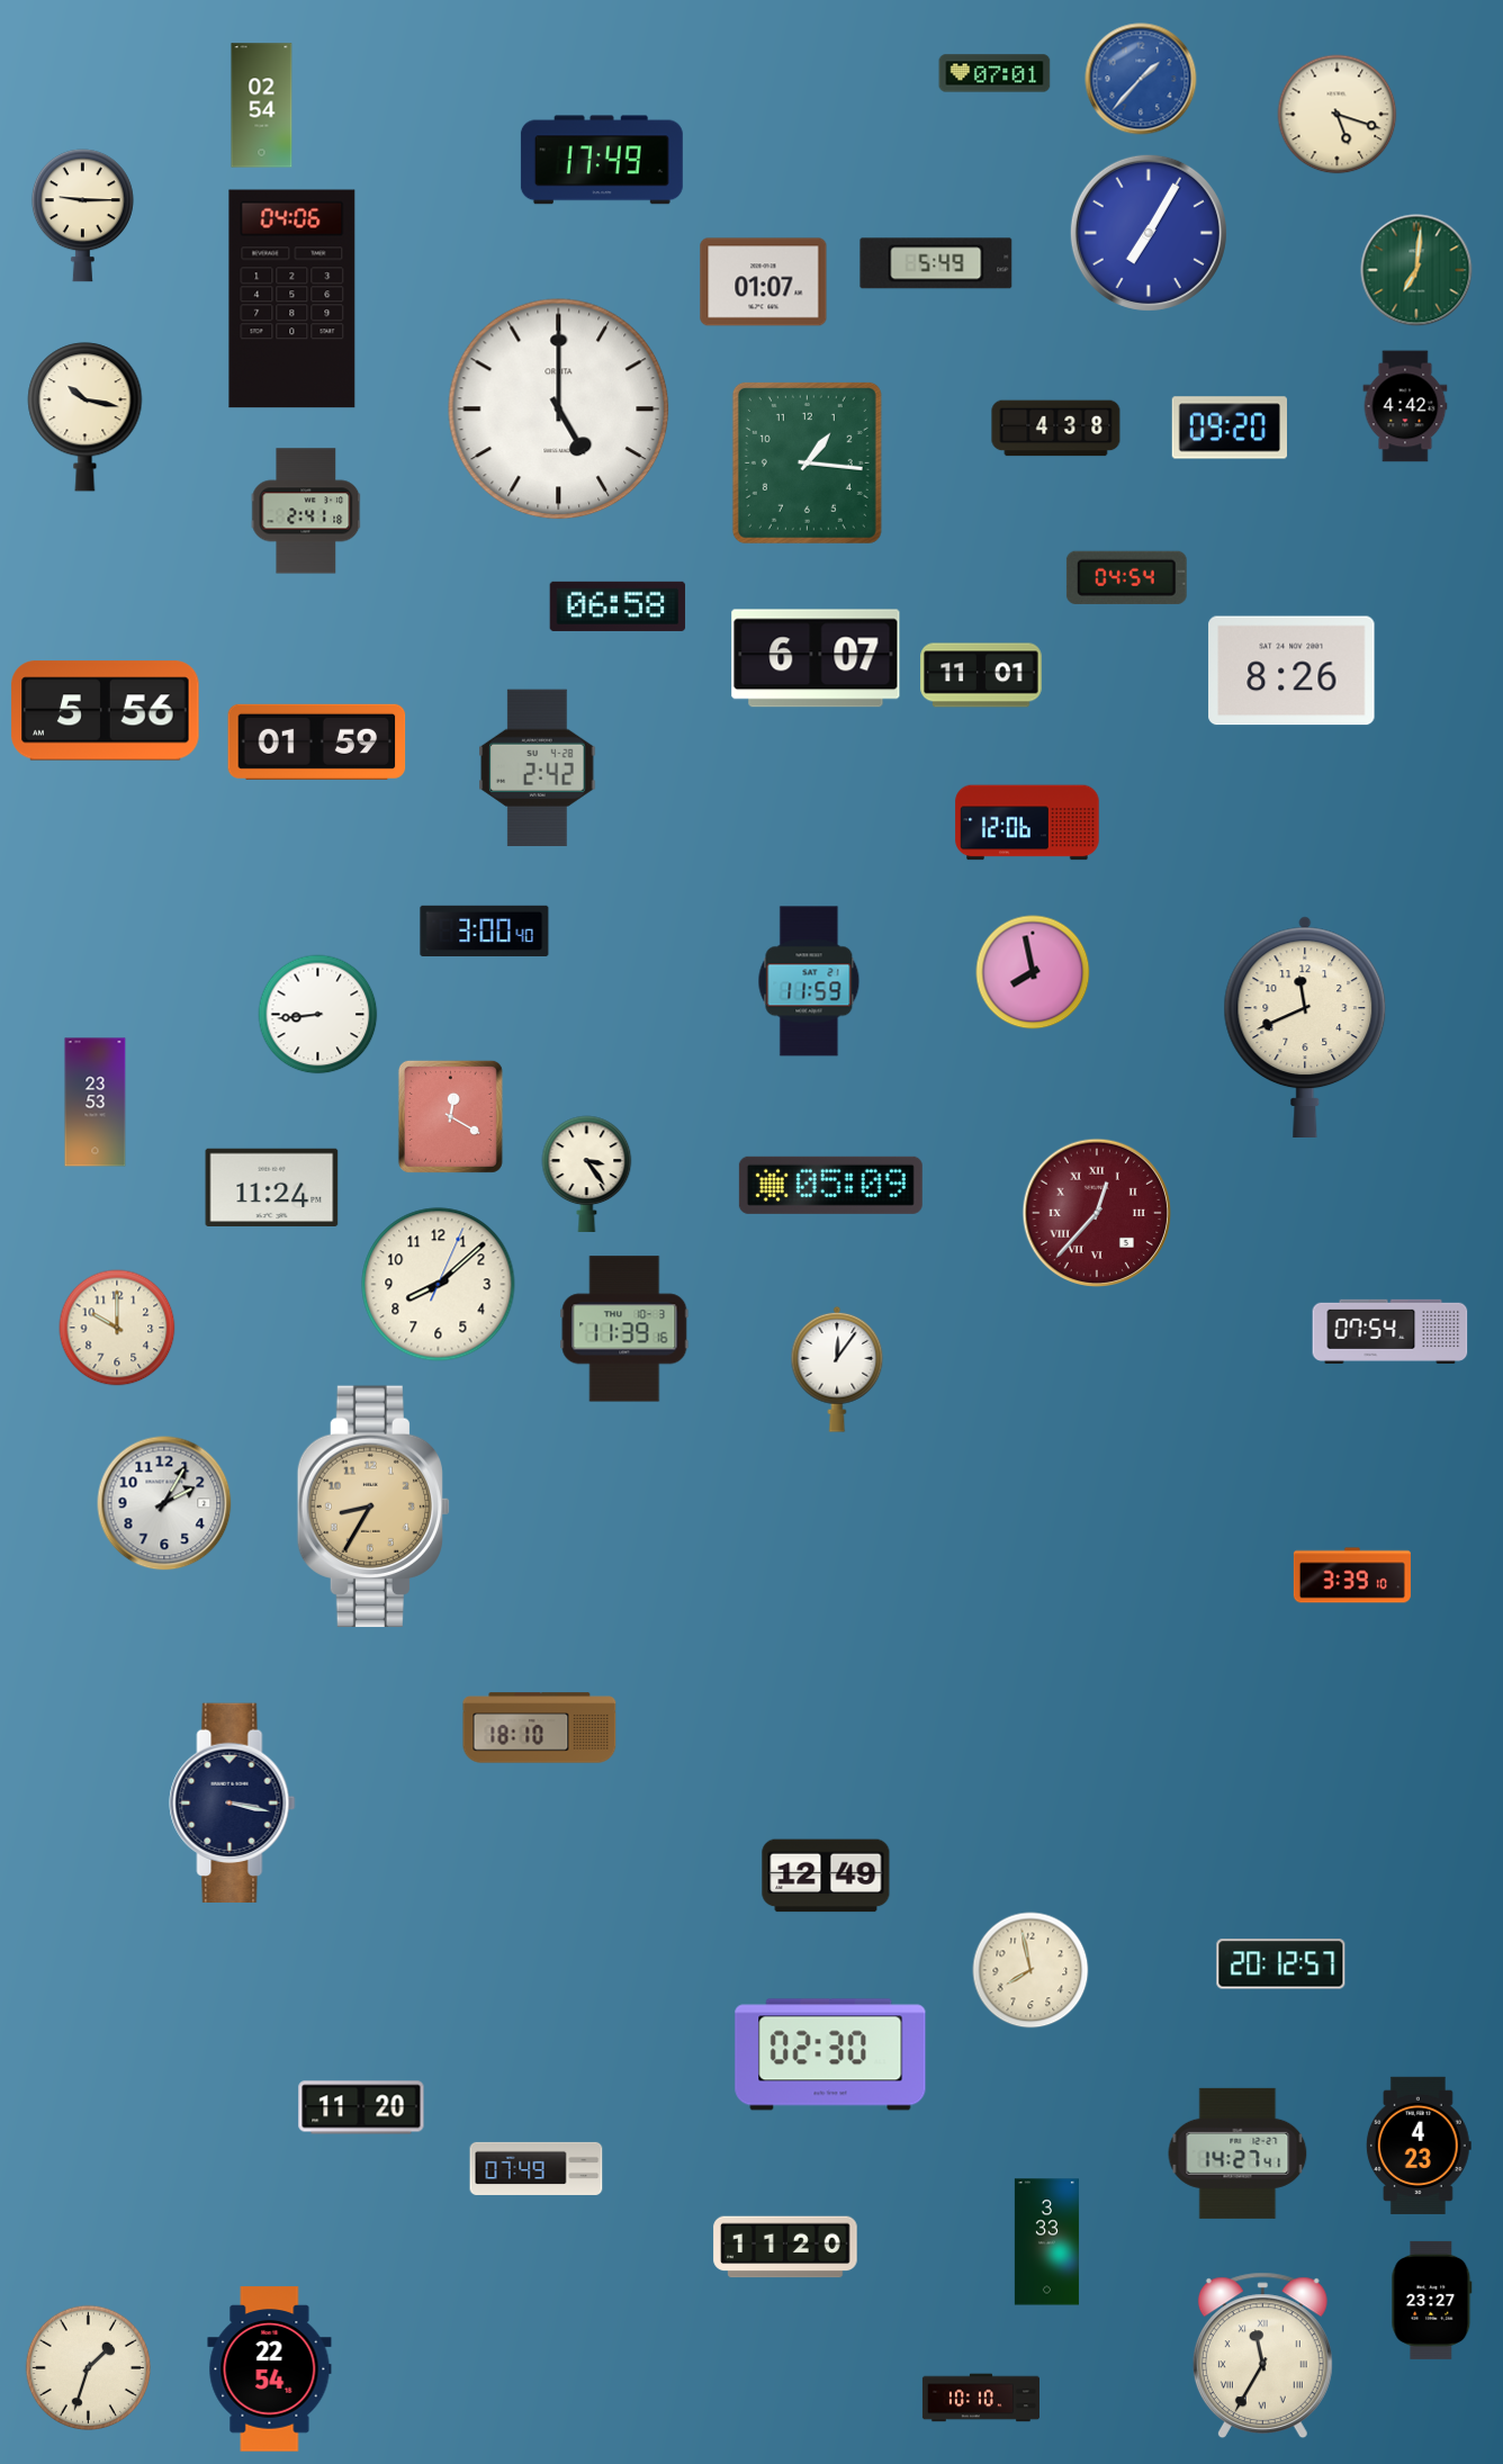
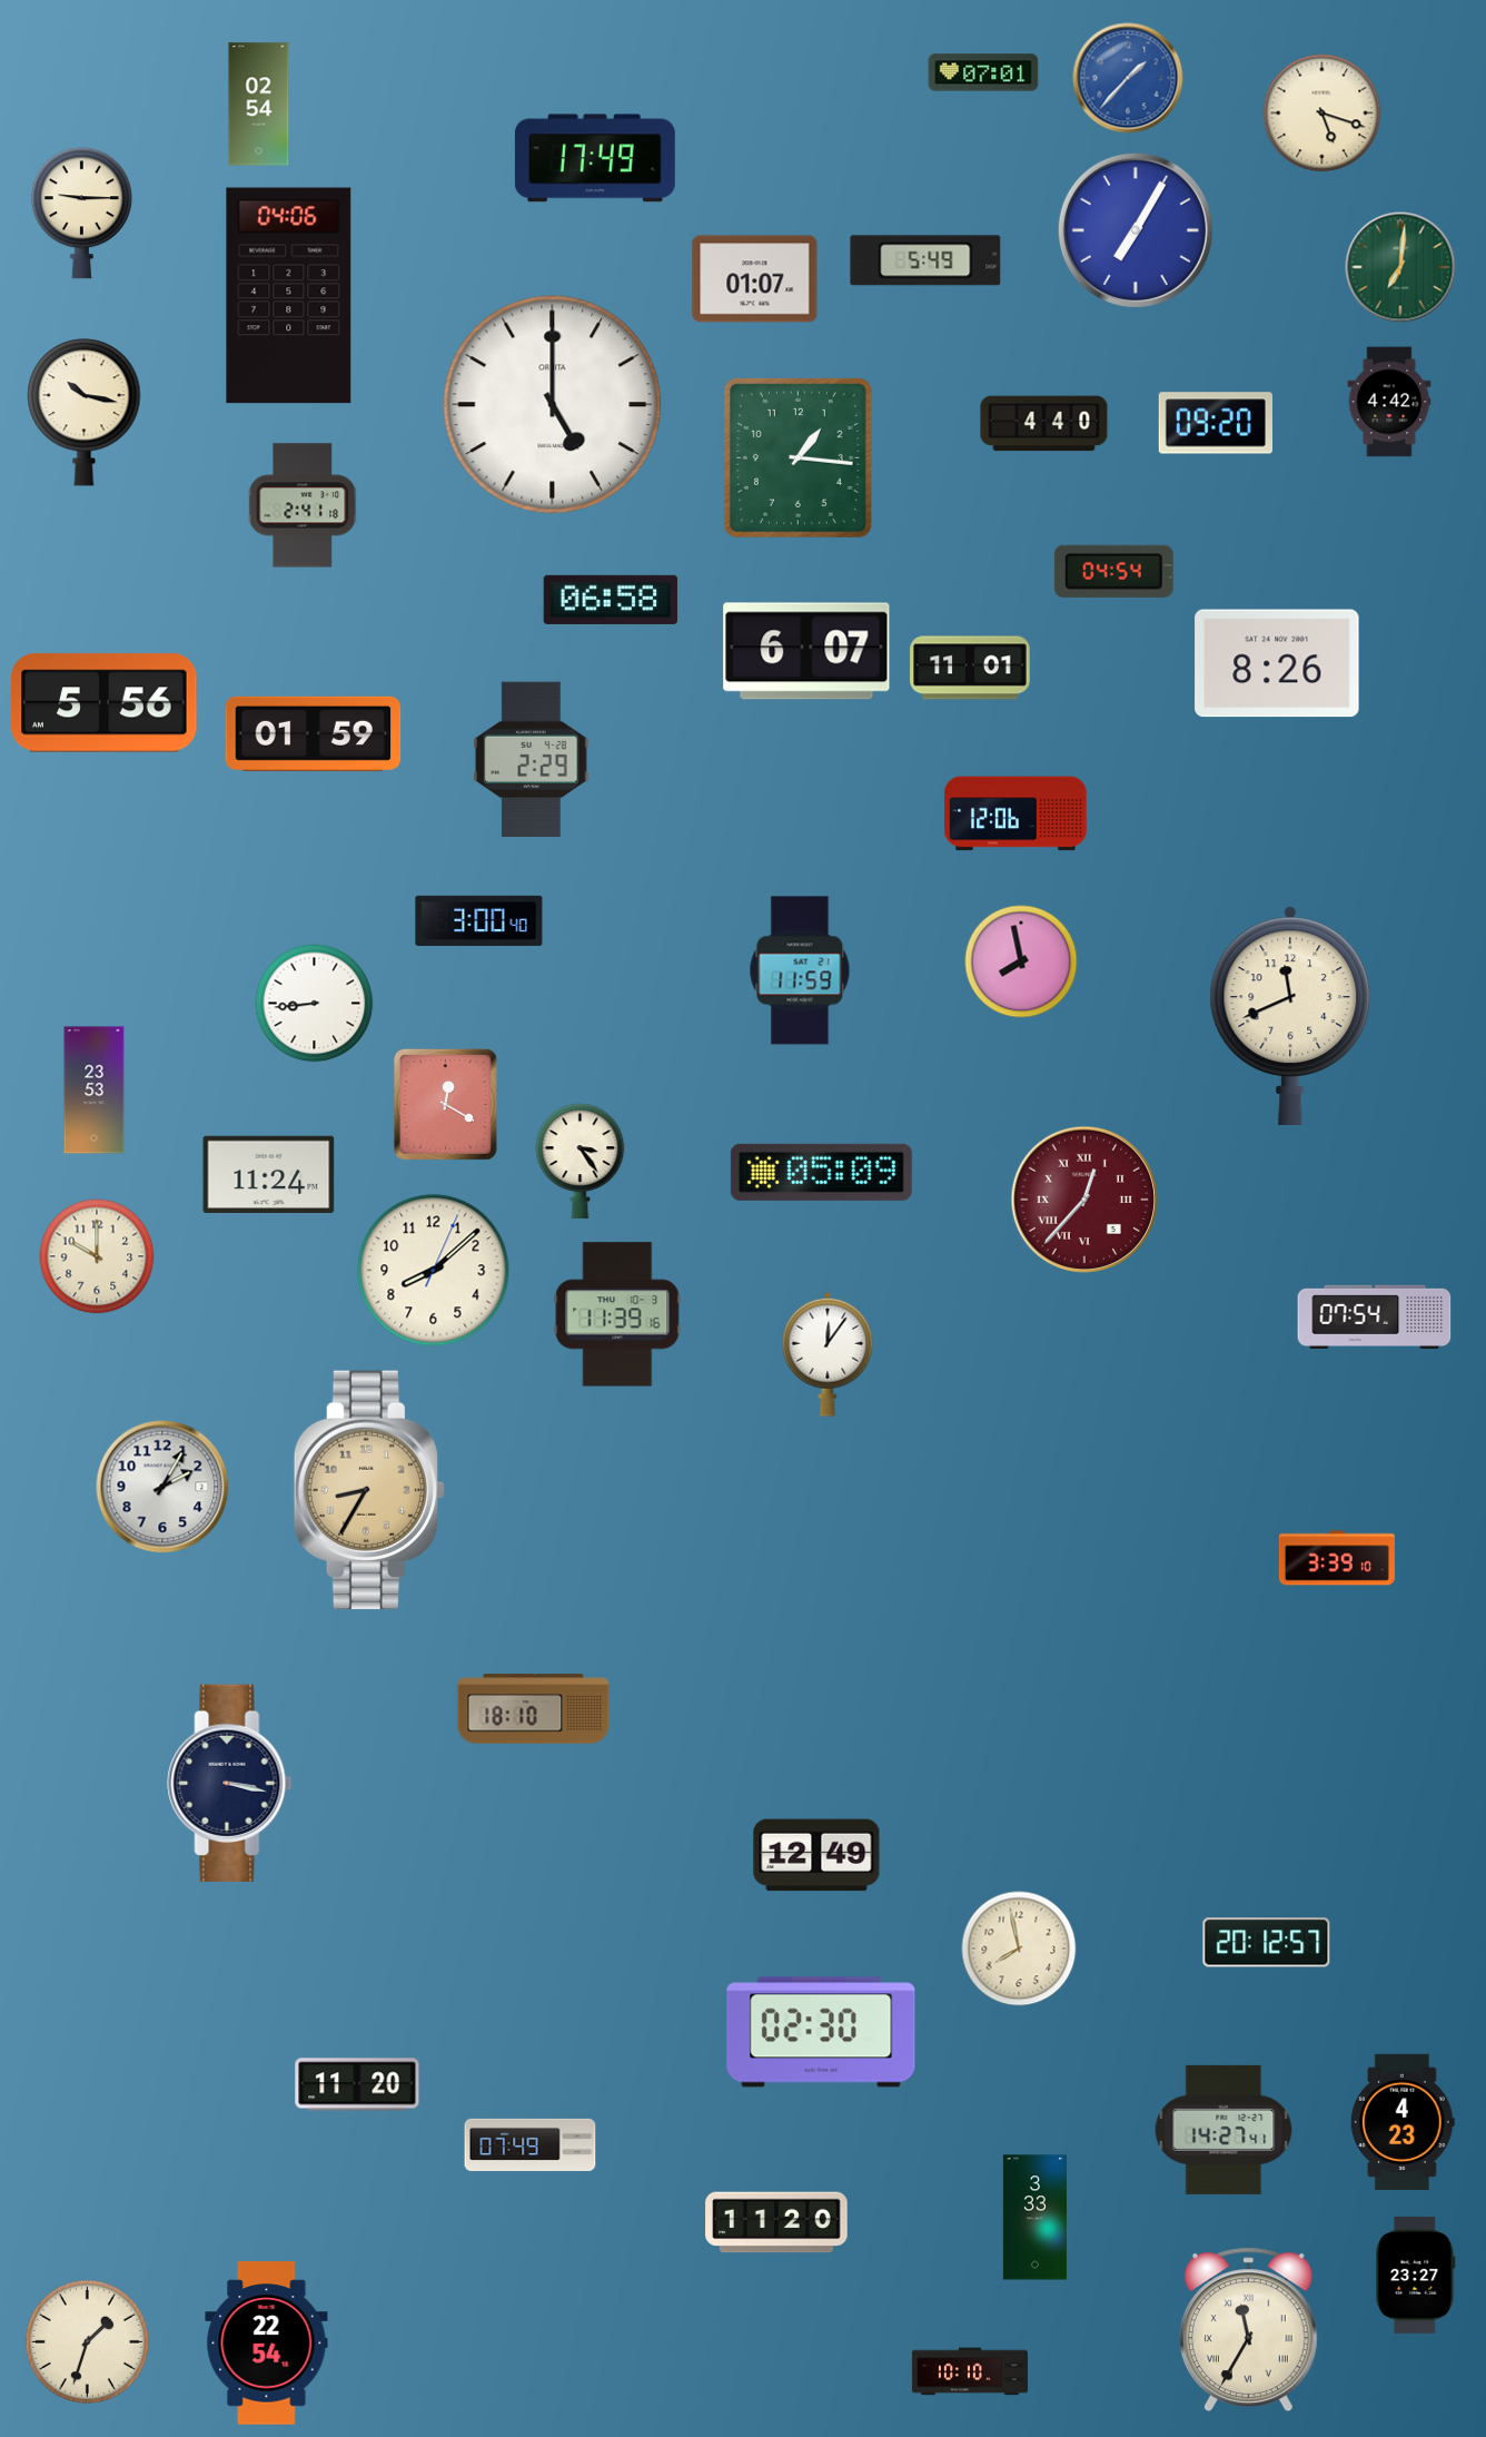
clock at (1056, 429): 4:38 -> 4:40
clock at (538, 768): 2:42 -> 2:29
clock at (117, 1328) position: (117, 1328) -> (97, 1256)
